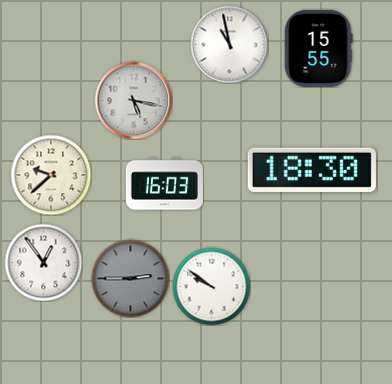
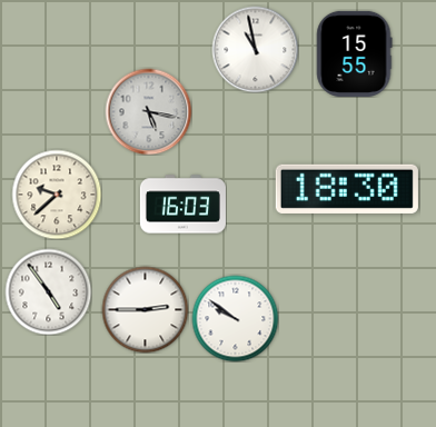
clock at (43, 262): 12:54 -> 4:54
clock at (130, 278) dial: grey -> white
